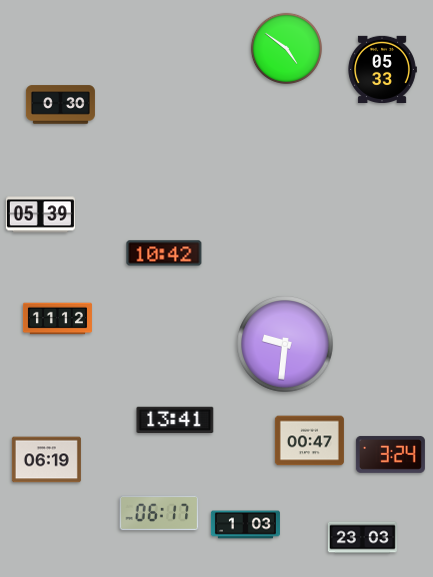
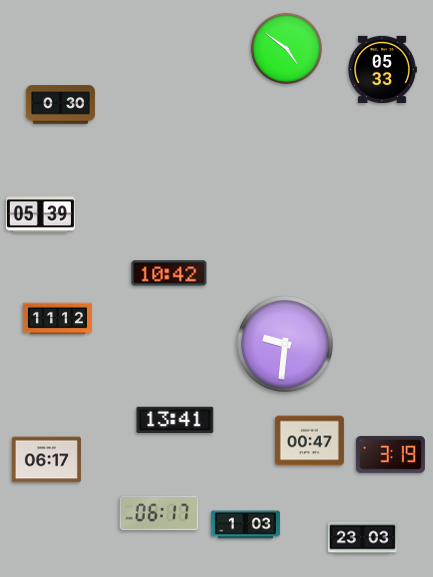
clock at (164, 253) position: (164, 253) -> (169, 273)
clock at (390, 454): 3:24 -> 3:19
clock at (46, 460): 06:19 -> 06:17
